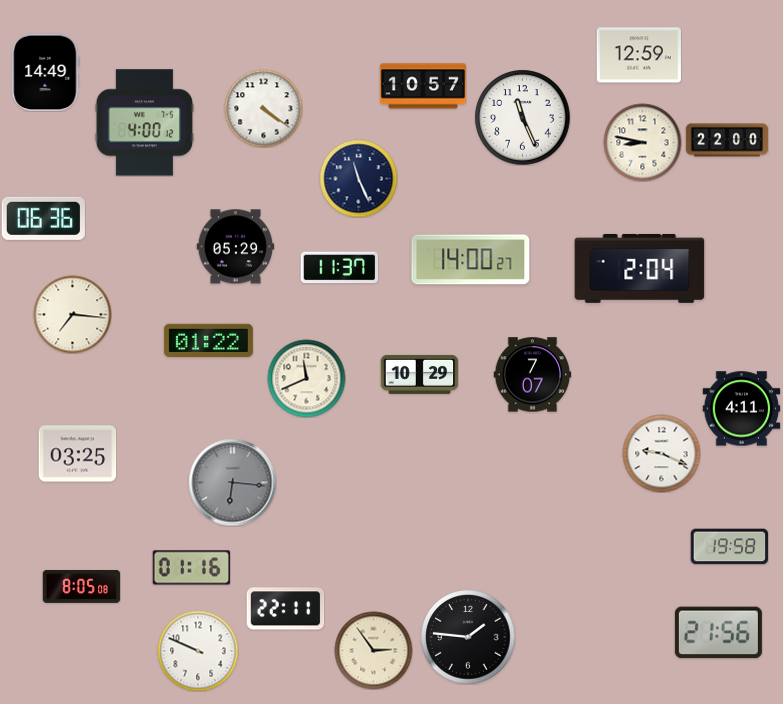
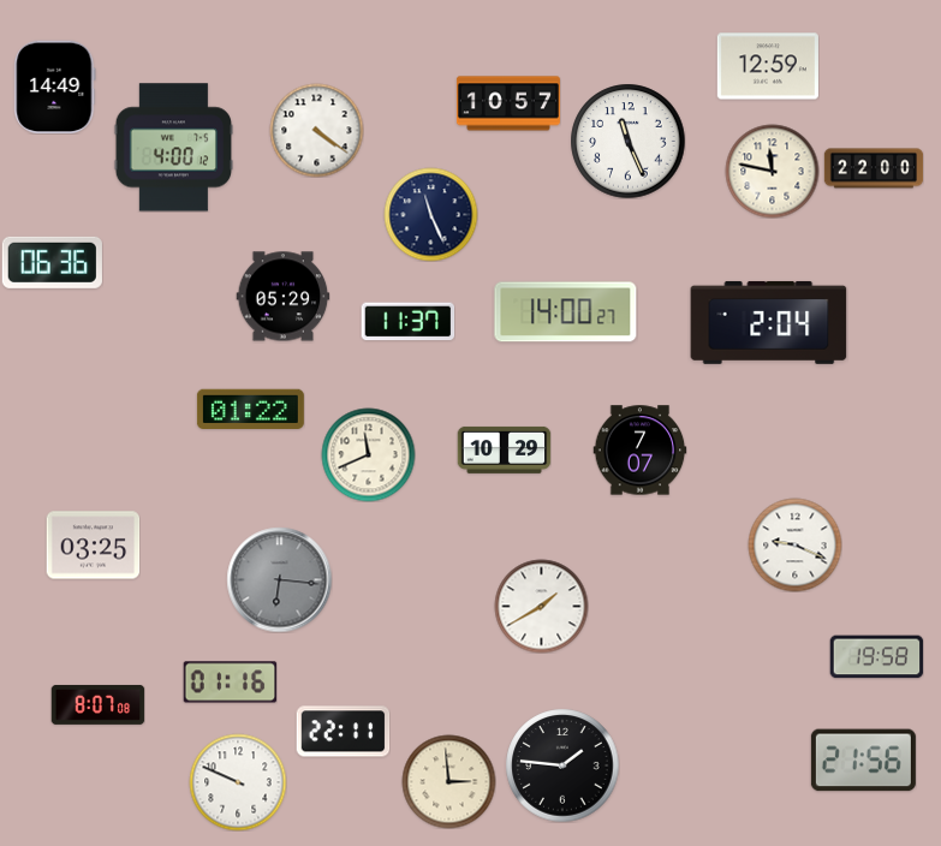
clock at (642, 142): 8:47 -> 11:47
clock at (72, 314): 7:16 -> none
clock at (741, 409): 4:11 -> none
clock at (541, 606): none -> 1:40
clock at (81, 586): 8:05 -> 8:07
clock at (373, 650): 2:54 -> 2:59
